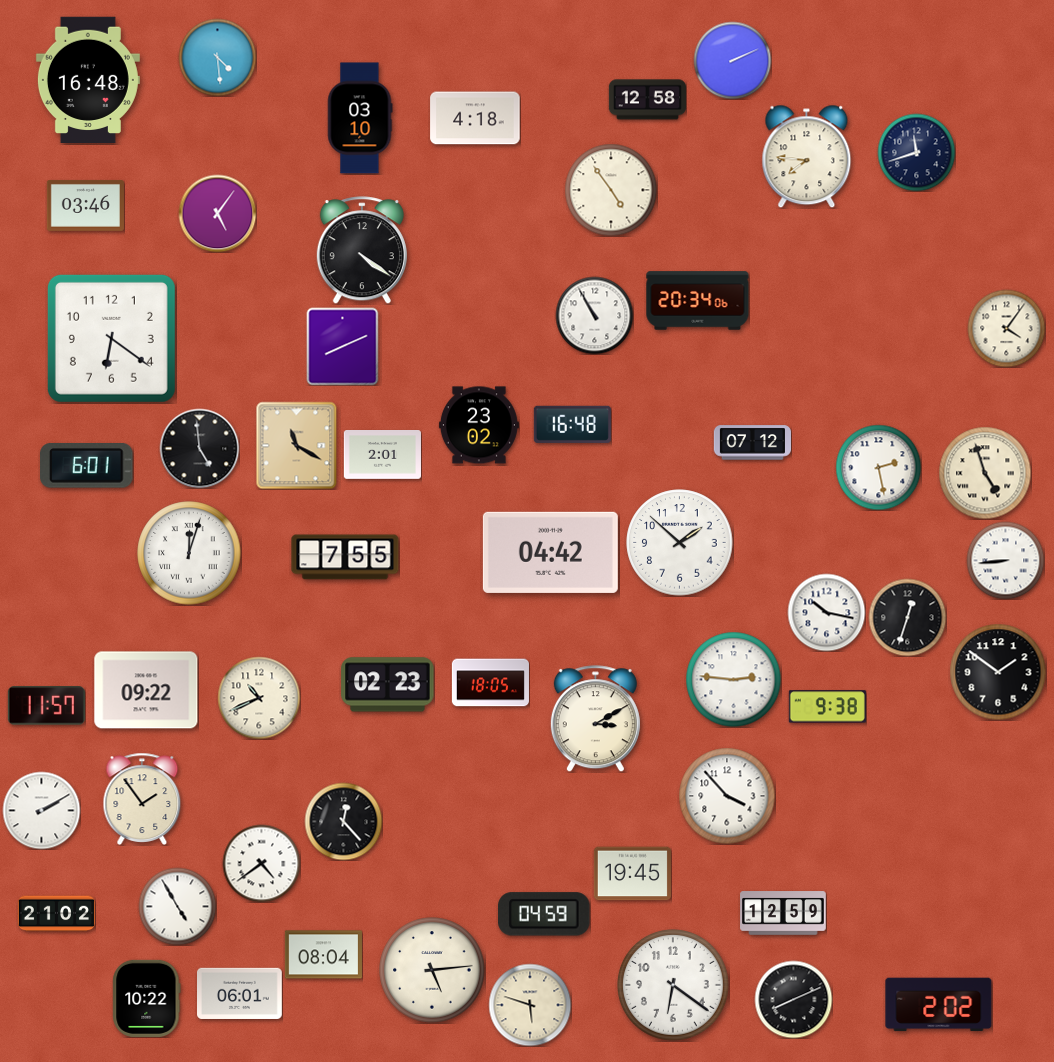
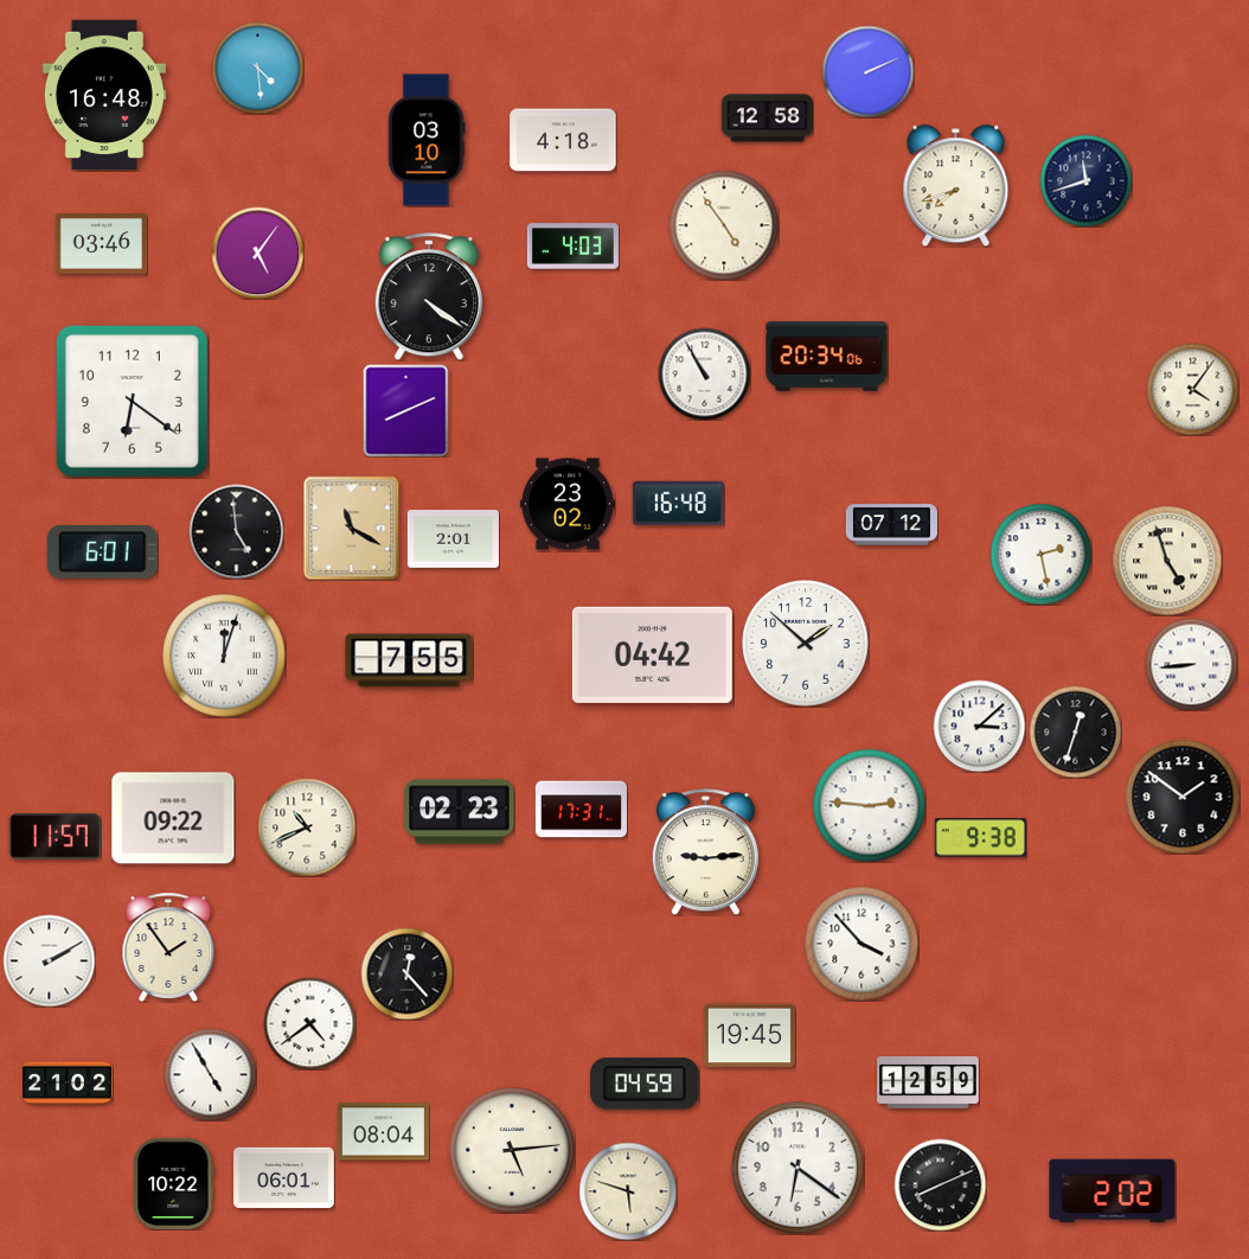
clock at (807, 156): 7:46 -> 7:42
clock at (572, 247): none -> 4:03
clock at (826, 612): 10:17 -> 3:08
clock at (490, 683): 18:05 -> 17:31
clock at (595, 719): 3:10 -> 9:14
